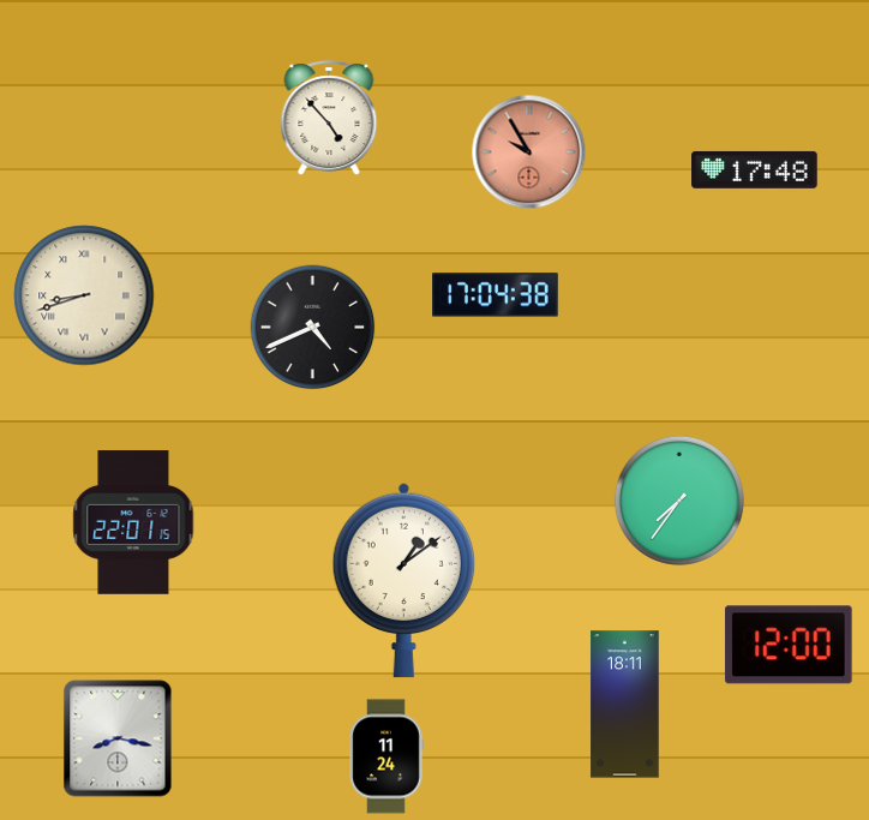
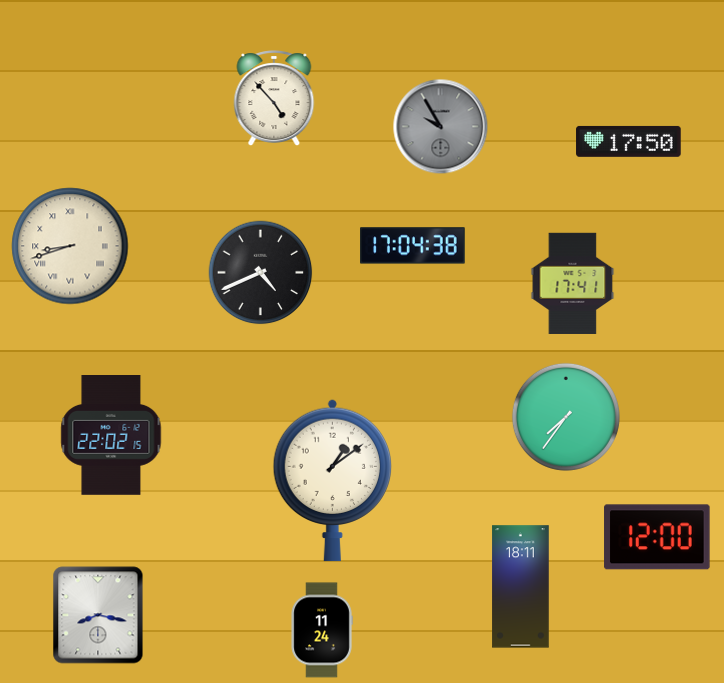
clock at (529, 152) dial: salmon -> grey
clock at (755, 169): 17:48 -> 17:50
clock at (573, 283): none -> 17:41
clock at (133, 523): 22:01 -> 22:02
clock at (403, 580) position: (403, 580) -> (332, 480)
